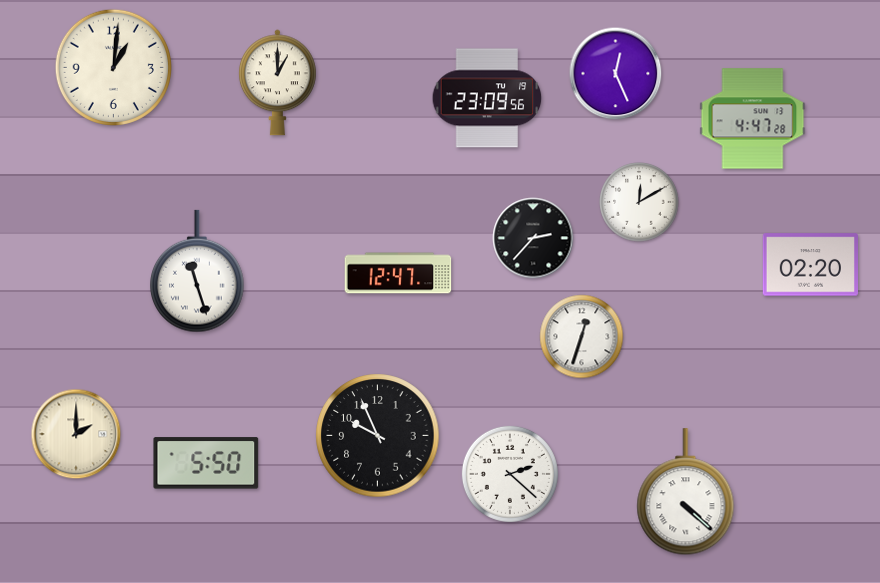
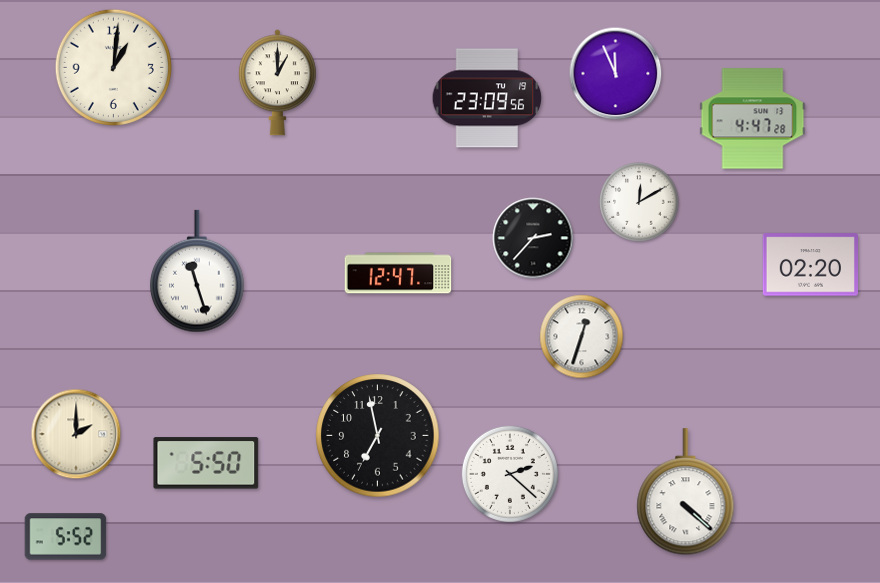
clock at (616, 74): 12:26 -> 11:56
clock at (378, 436): 9:56 -> 6:58
clock at (66, 537): none -> 5:52
